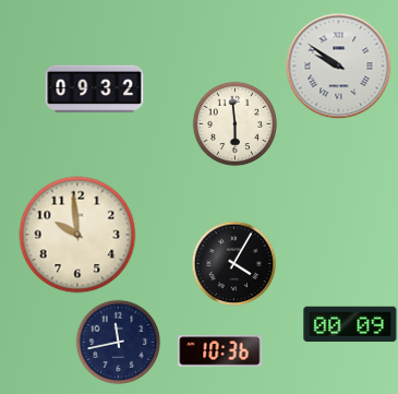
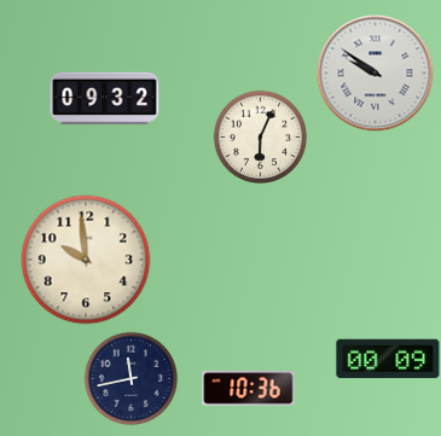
clock at (234, 123): 5:59 -> 6:04
clock at (233, 263): 4:05 -> none
clock at (220, 351) position: (220, 351) -> (249, 389)
